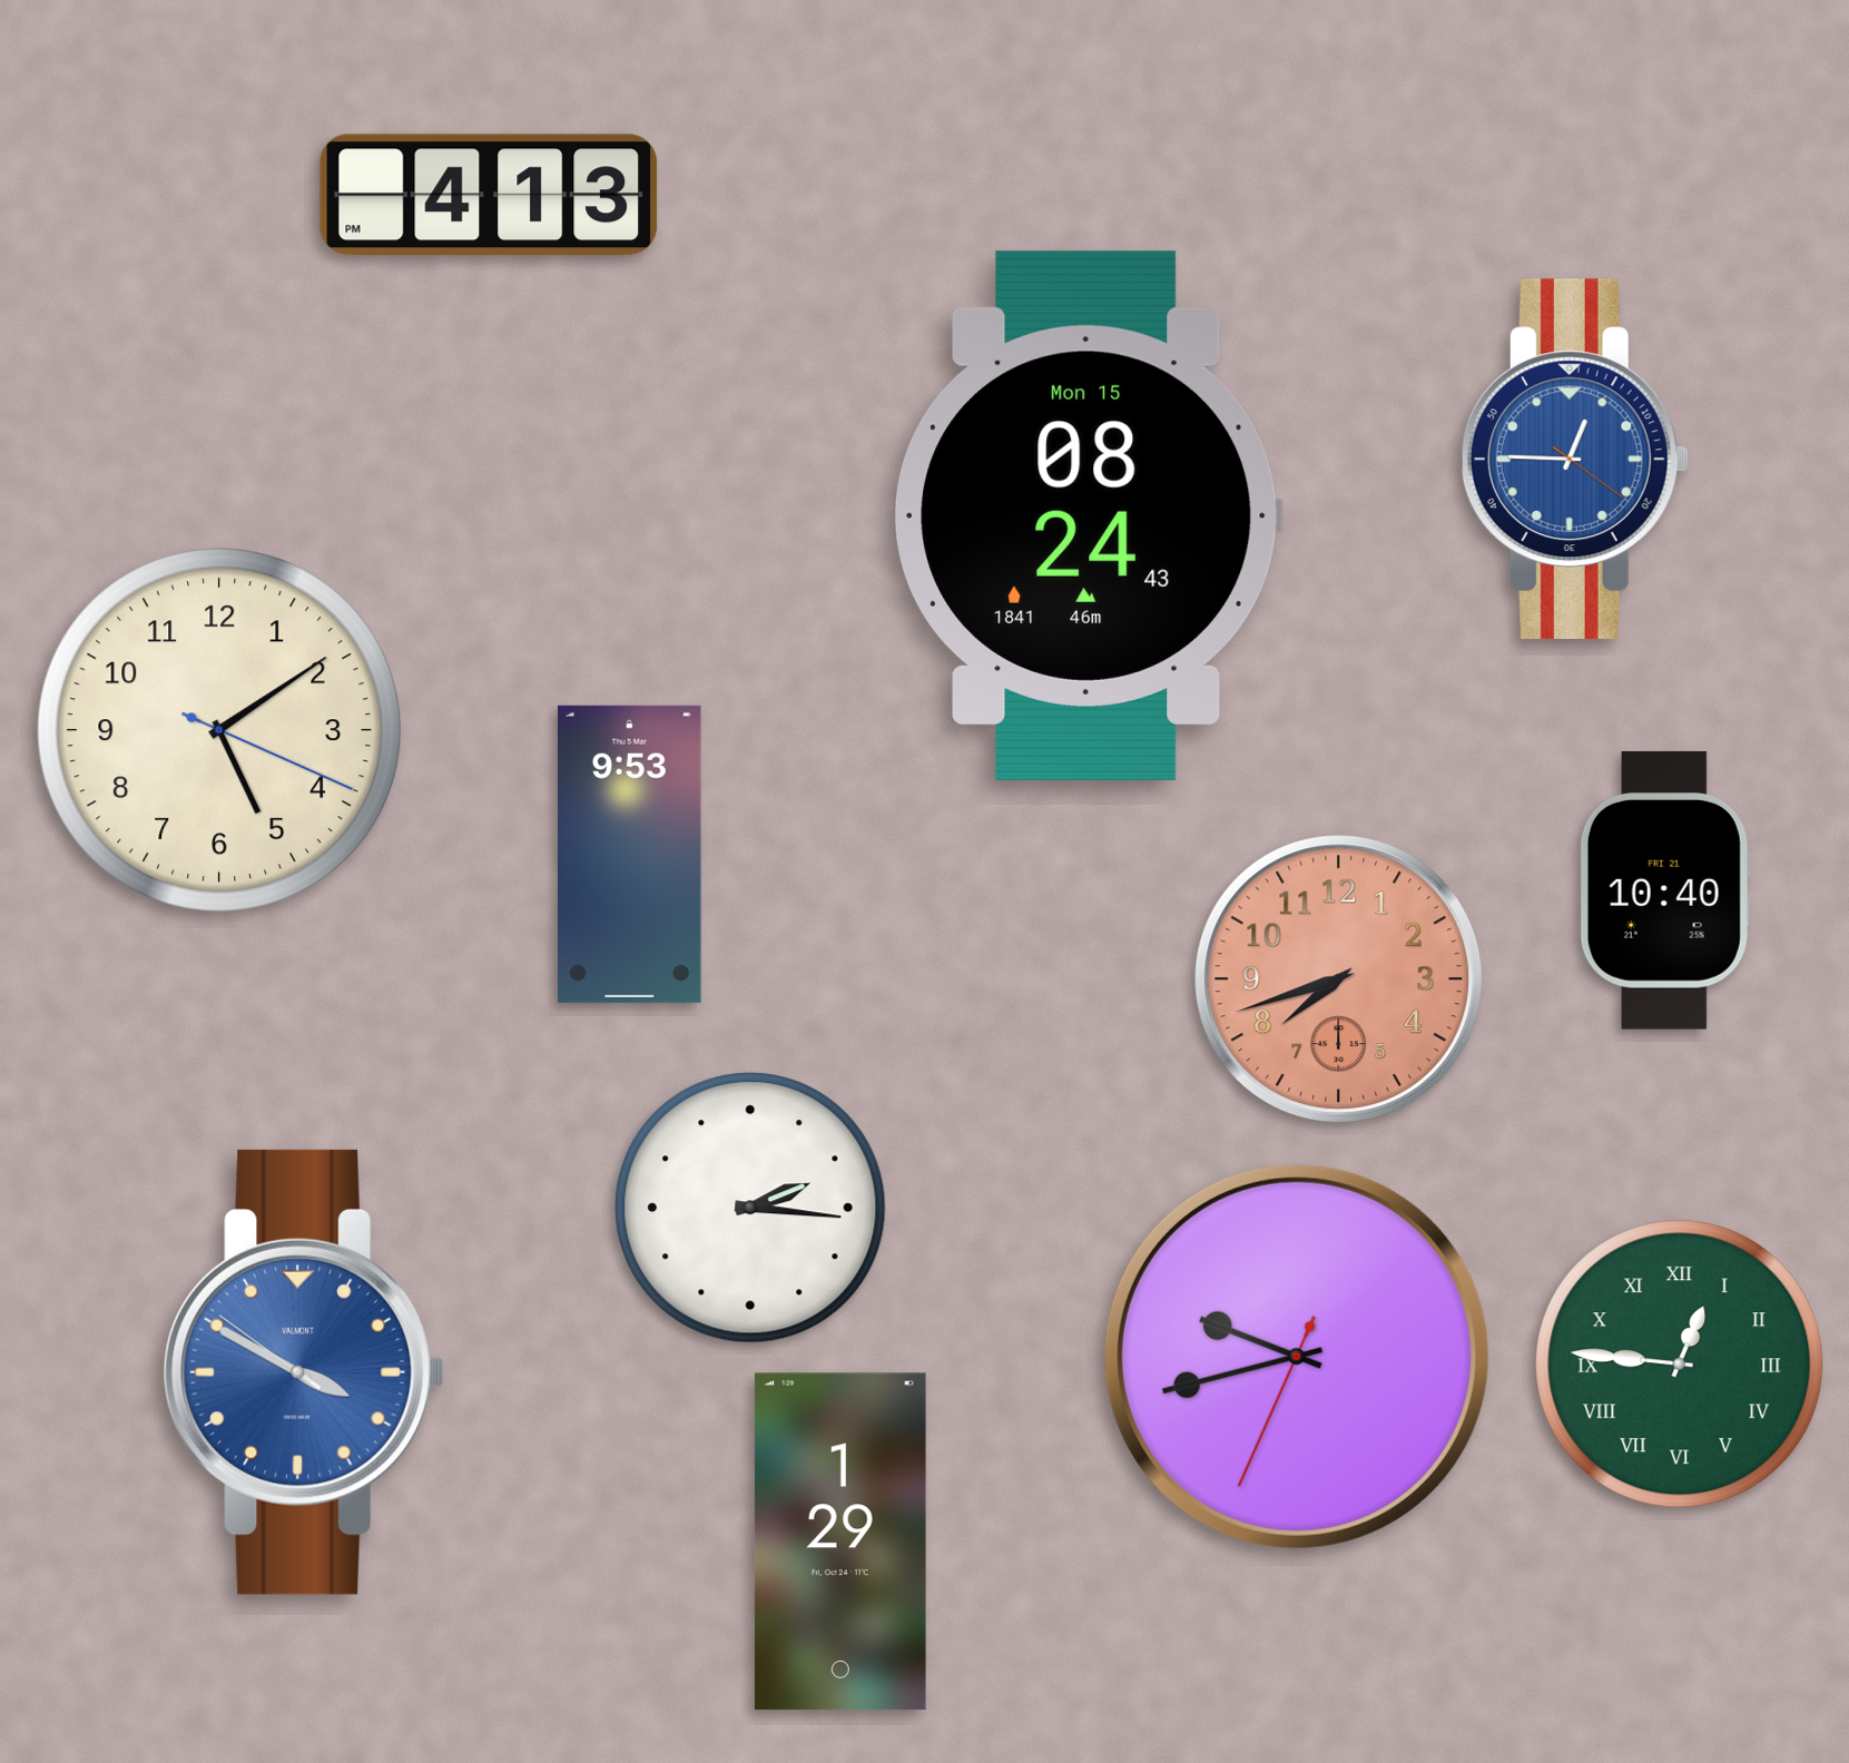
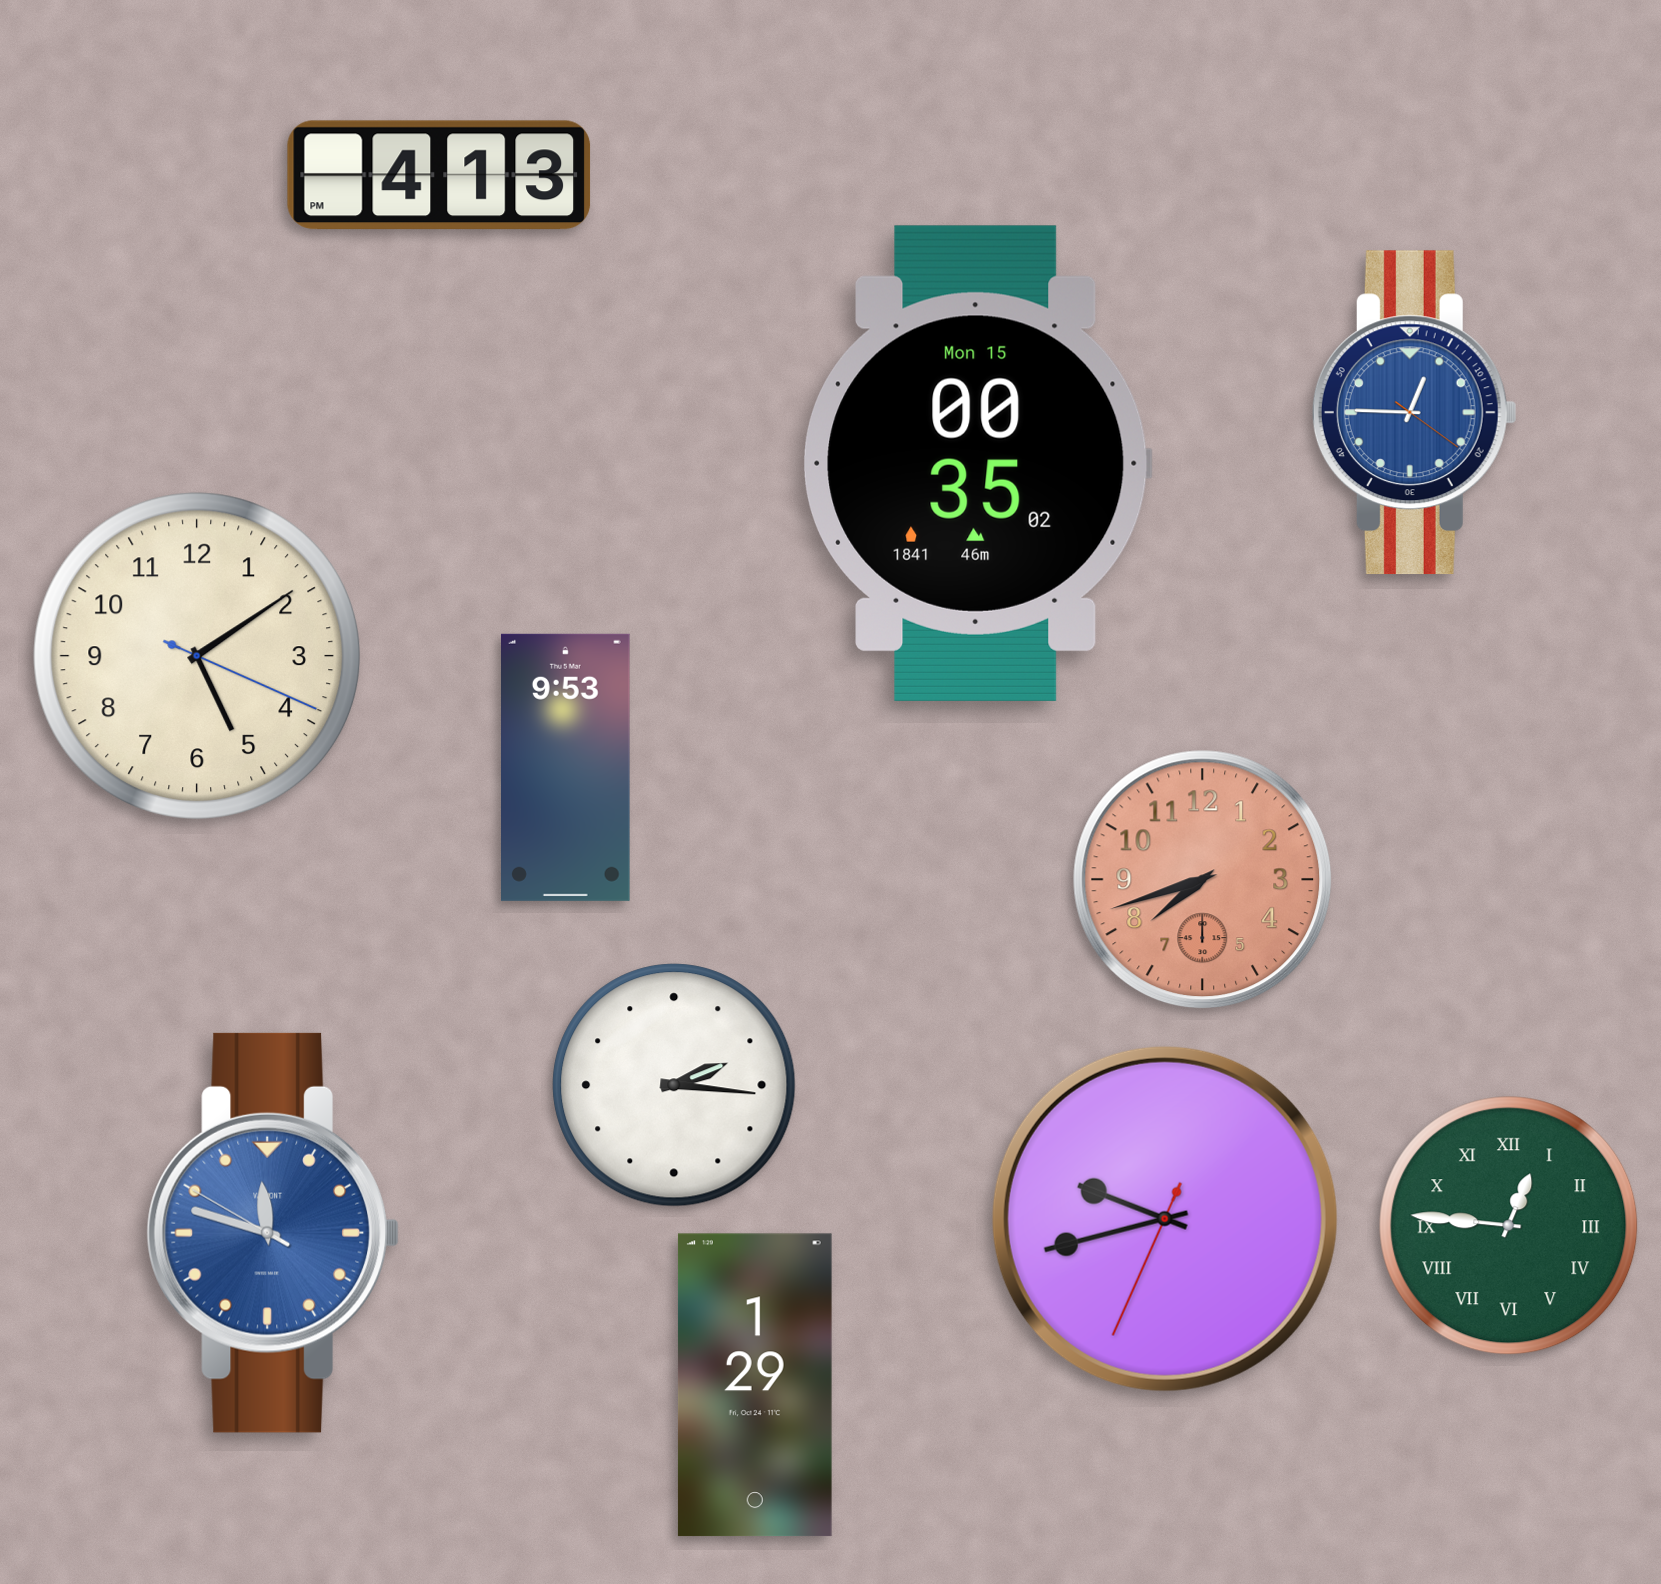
clock at (1088, 515): 08:24 -> 00:35
clock at (1665, 890): 10:40 -> none
clock at (303, 1372): 3:49 -> 11:47
